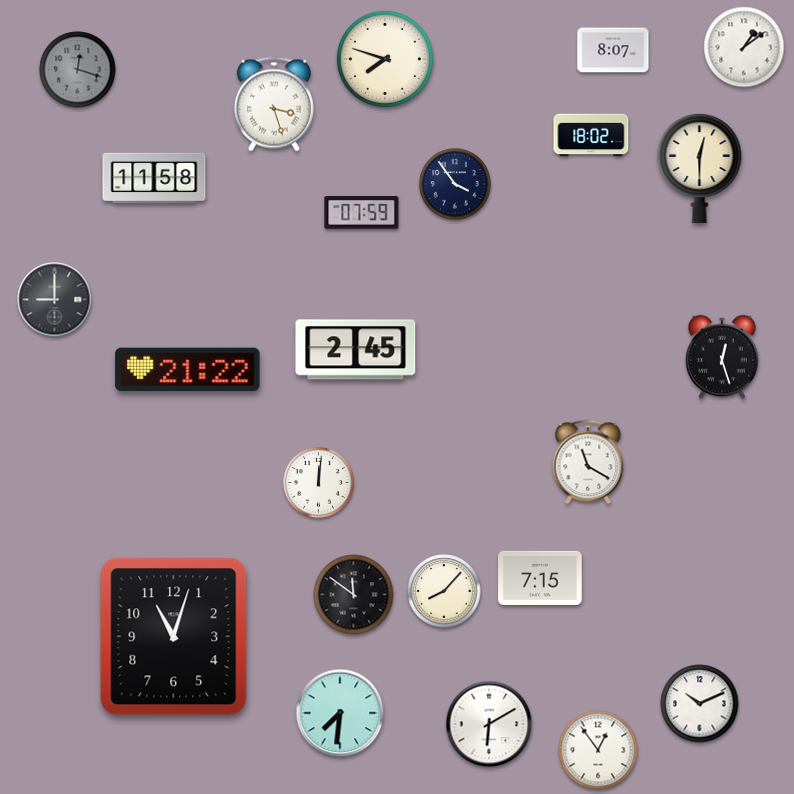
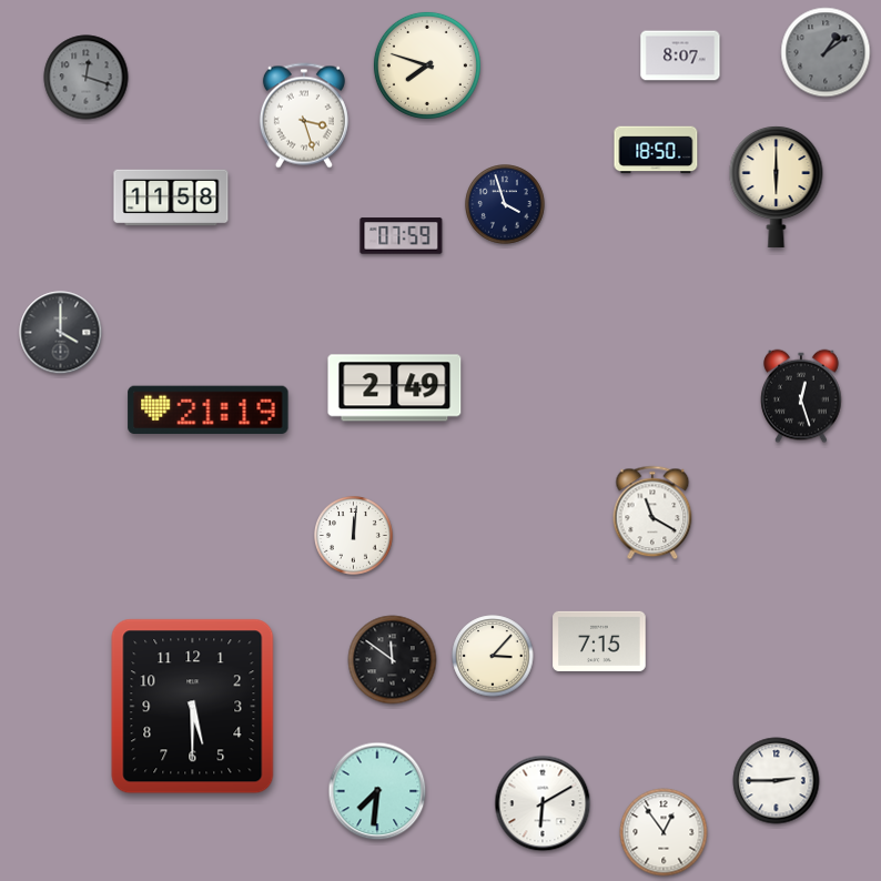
clock at (744, 47) dial: white -> grey
clock at (591, 135): 18:02 -> 18:50
clock at (700, 167): 12:30 -> 6:00
clock at (455, 184): 3:54 -> 3:57
clock at (55, 300): 9:00 -> 4:00
clock at (356, 350): 2:45 -> 2:49
clock at (188, 369): 21:22 -> 21:19
clock at (444, 591): 8:07 -> 3:07
clock at (174, 637): 11:03 -> 5:30
clock at (700, 704): 10:11 -> 2:45
